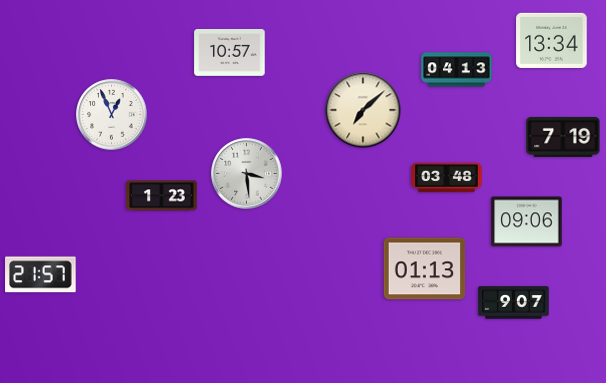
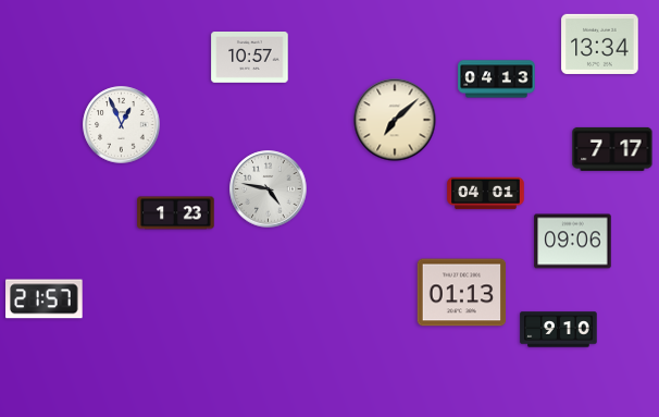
clock at (457, 70) position: (457, 70) -> (497, 79)
clock at (563, 137): 7:19 -> 7:17
clock at (247, 174): 3:29 -> 4:47
clock at (447, 178): 03:48 -> 04:01
clock at (514, 303): 9:07 -> 9:10
